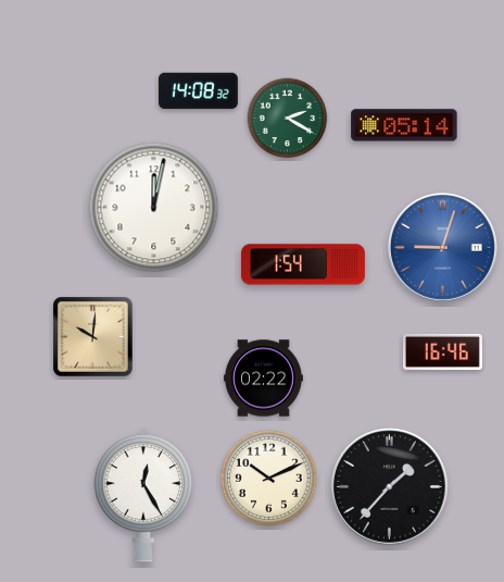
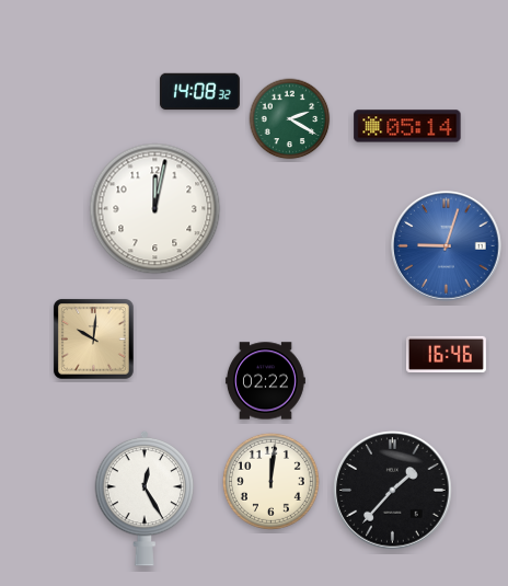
clock at (443, 248) position: (443, 248) -> (447, 246)
clock at (303, 264): 1:54 -> none
clock at (268, 478): 10:11 -> 12:01
